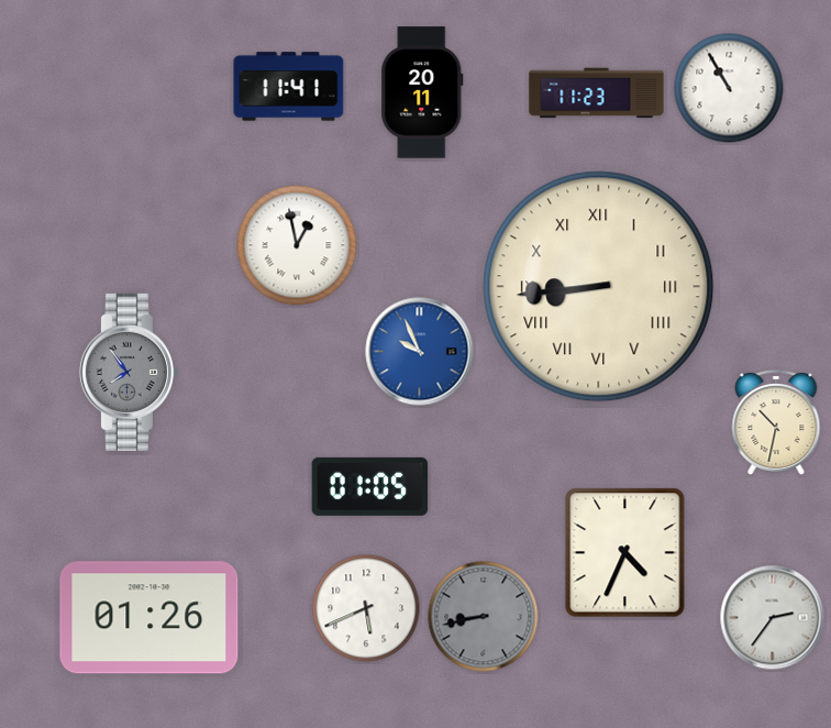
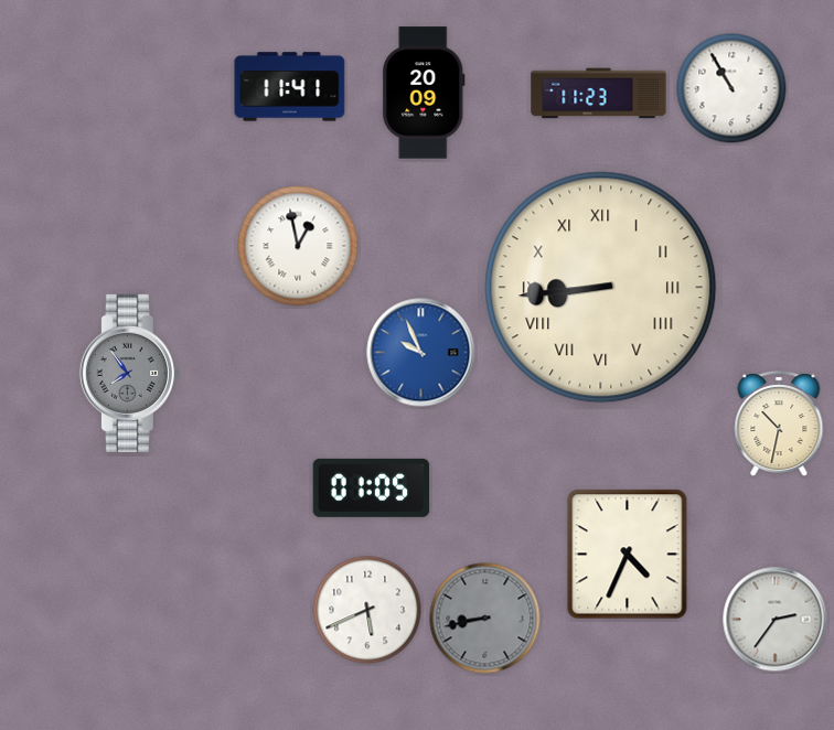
clock at (422, 92): 20:11 -> 20:09
clock at (149, 618): 01:26 -> none
